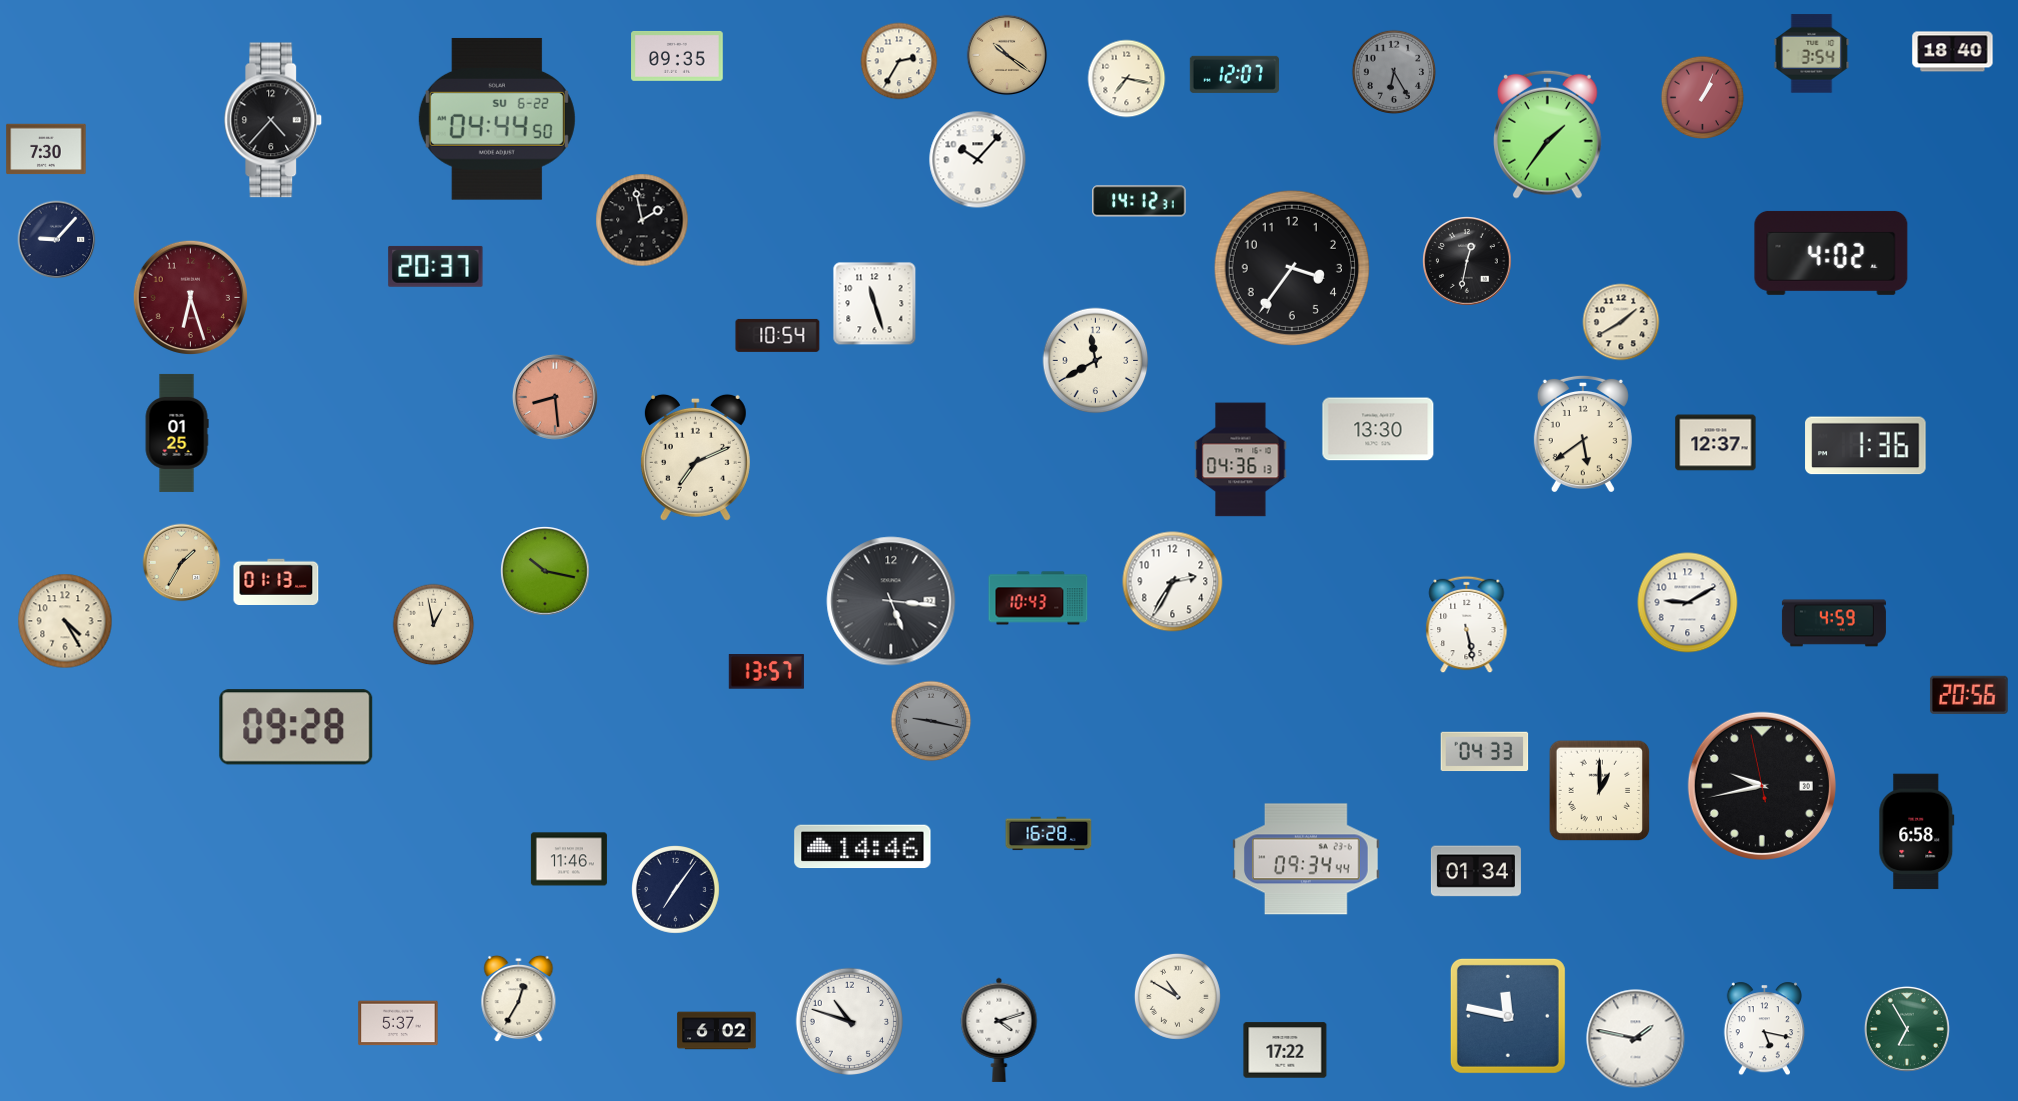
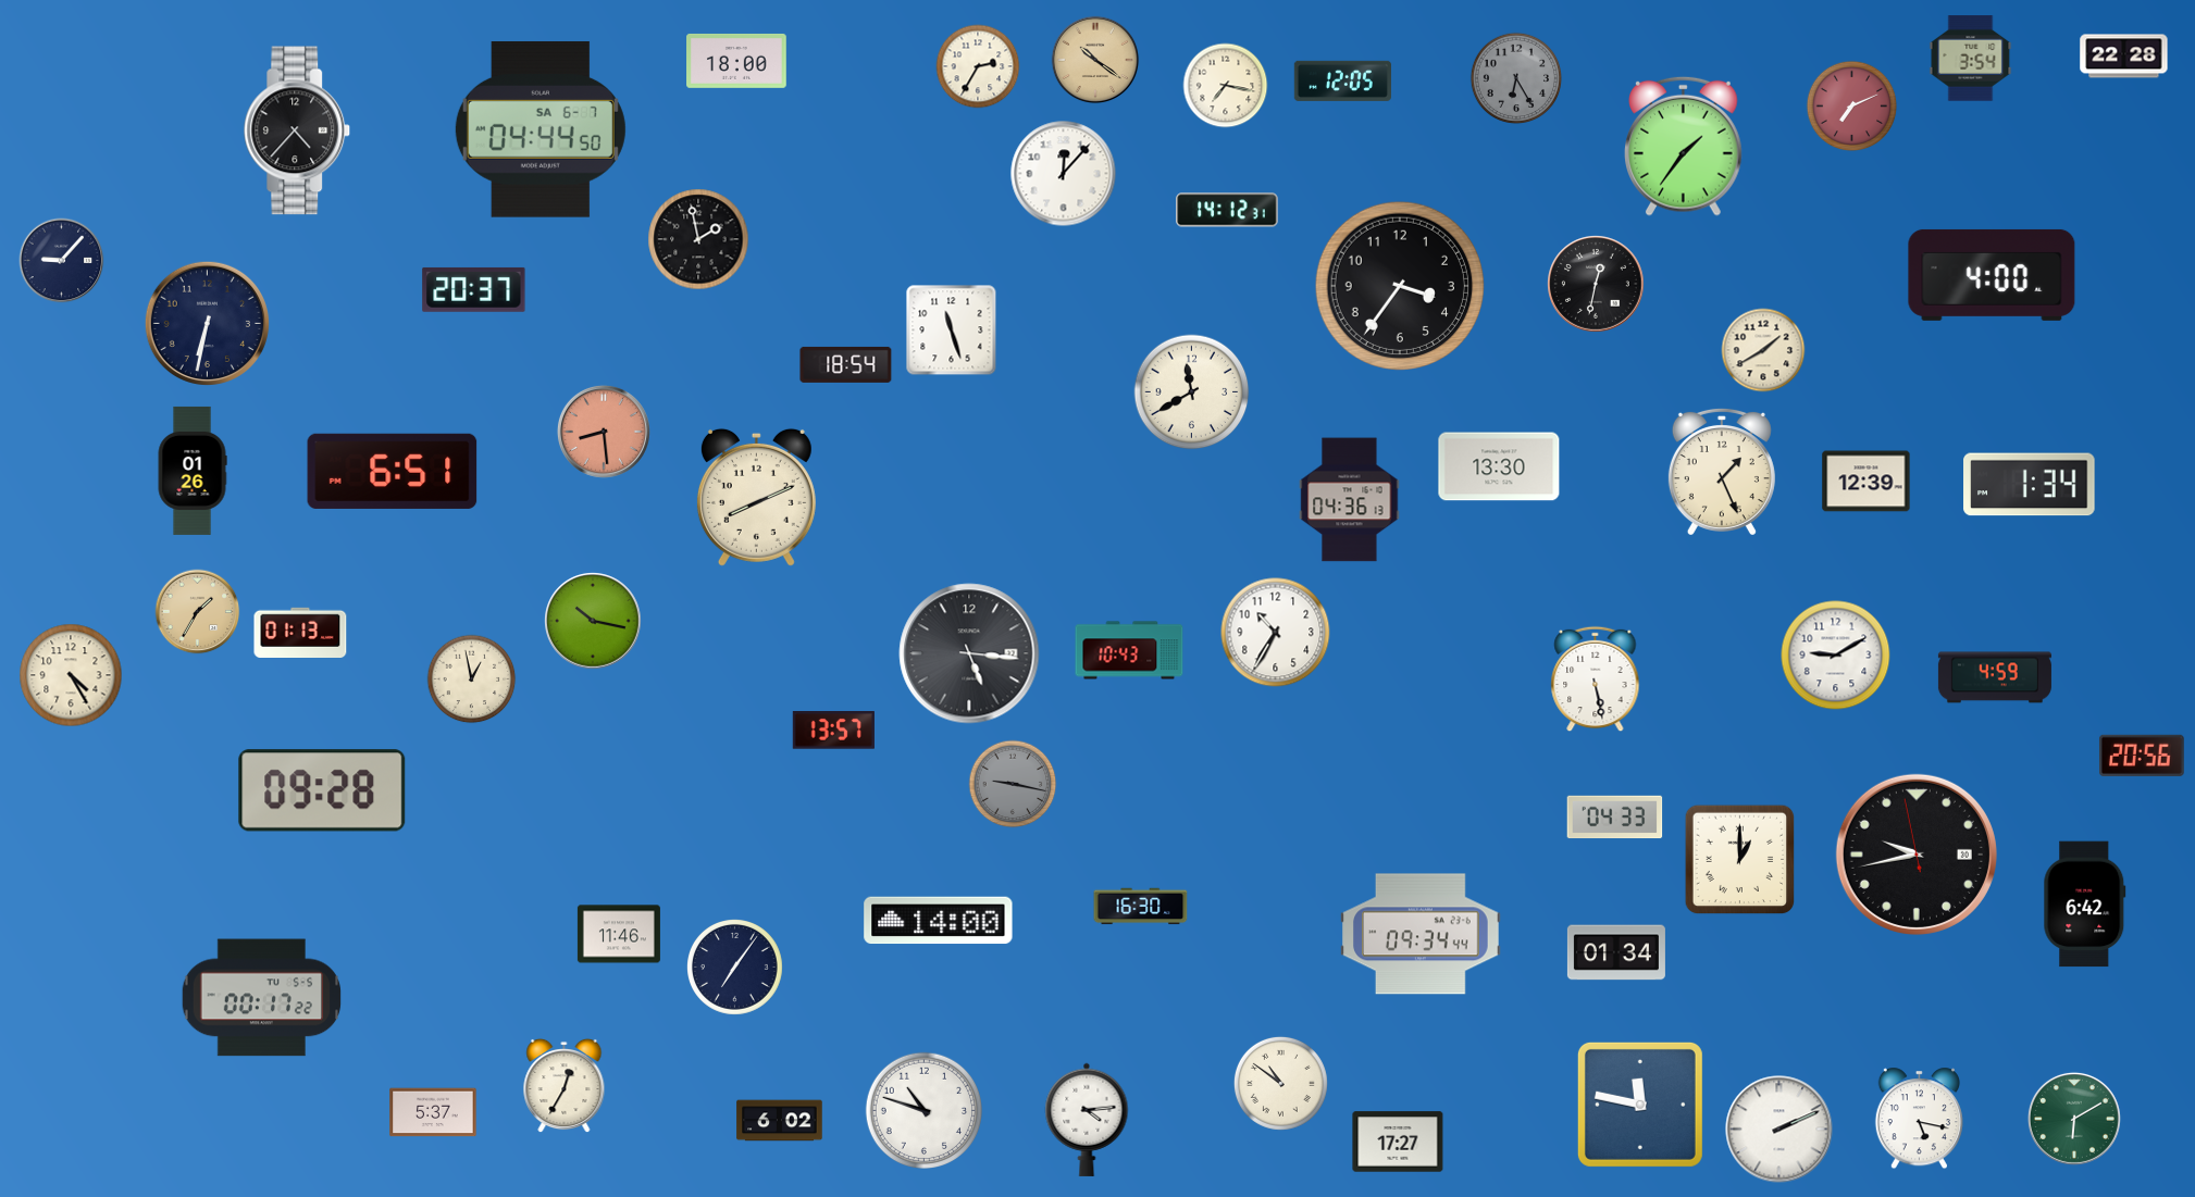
clock at (1953, 52): 18:40 -> 22:28
clock at (677, 56): 09:35 -> 18:00
clock at (1234, 74): 12:07 -> 12:05
clock at (1703, 98): 1:04 -> 7:11
clock at (497, 119) date: SU 6-22 -> SA 6-7
clock at (46, 149): 7:30 -> none
clock at (978, 160): 10:07 -> 12:07
clock at (1139, 201) position: (1139, 201) -> (1227, 210)
clock at (1831, 253): 4:02 -> 4:00
clock at (1291, 267) position: (1291, 267) -> (1399, 285)
clock at (190, 297): 6:27 -> 6:32
clock at (190, 297) dial: burgundy -> navy
clock at (778, 335): 10:54 -> 18:54
clock at (177, 433): 01:25 -> 01:26
clock at (393, 471): none -> 6:51
clock at (1583, 433): 5:39 -> 1:26
clock at (1716, 443): 12:37 -> 12:39
clock at (1866, 446): 1:36 -> 1:34
clock at (695, 457): 7:11 -> 8:11
clock at (1173, 582): 2:35 -> 10:35
clock at (1917, 832): 6:58 -> 6:42
clock at (1049, 834): 16:28 -> 16:30
clock at (863, 847): 14:46 -> 14:00
clock at (1476, 871) position: (1476, 871) -> (1616, 952)
clock at (262, 998): none -> 00:17
clock at (1177, 996): 10:50 -> 10:51
clock at (1907, 1029): 6:55 -> 6:10
clock at (999, 1030): 4:12 -> 4:14
clock at (1636, 1039): 1:47 -> 2:11
clock at (1285, 1050): 17:22 -> 17:27
